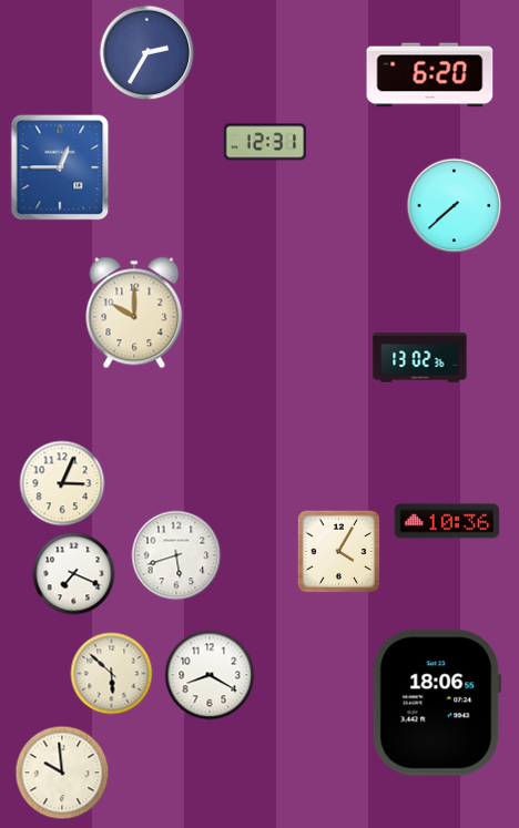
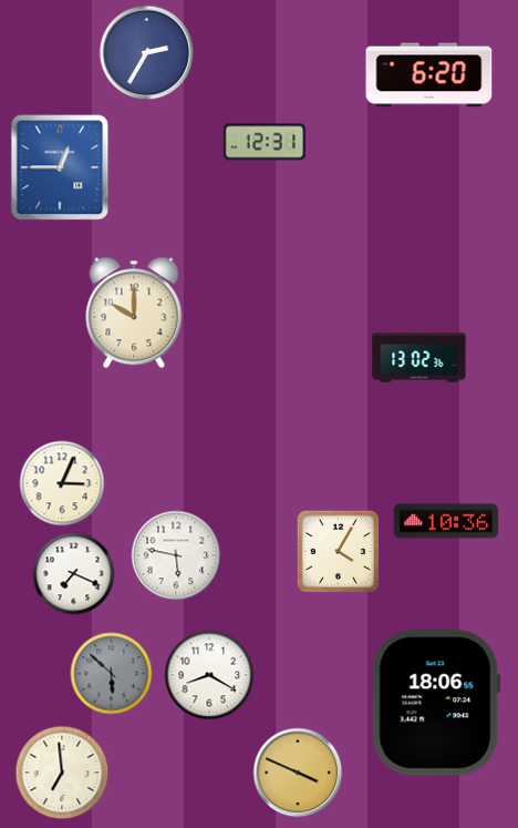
clock at (455, 206): 7:38 -> none
clock at (176, 555): 5:42 -> 5:47
clock at (112, 674) dial: cream -> grey
clock at (62, 773): 9:59 -> 6:59
clock at (298, 773): none -> 3:49
